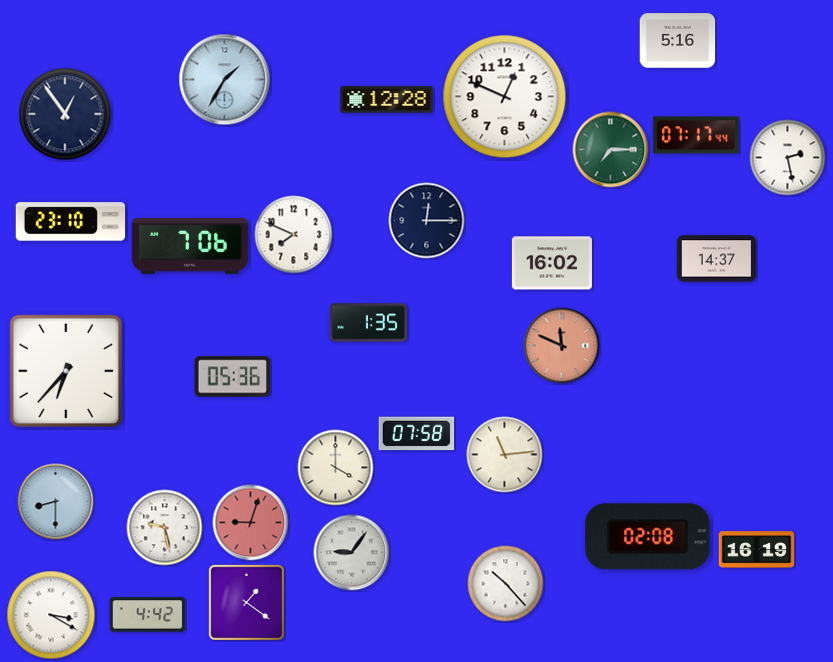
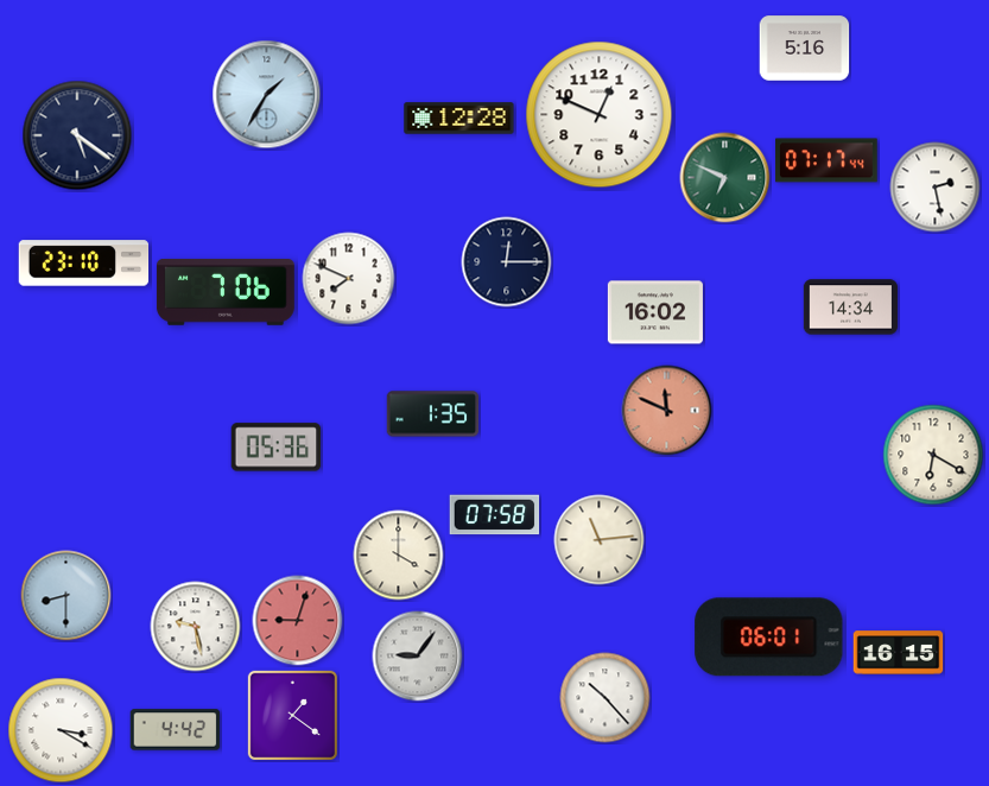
clock at (65, 114): 12:54 -> 5:21
clock at (611, 150): 7:15 -> 6:49
clock at (716, 259): 14:37 -> 14:34
clock at (369, 323) position: (369, 323) -> (433, 414)
clock at (66, 371): 6:37 -> none
clock at (933, 455): none -> 6:20
clock at (648, 537): 02:08 -> 06:01
clock at (757, 550): 16:19 -> 16:15
clock at (506, 584) position: (506, 584) -> (606, 698)
